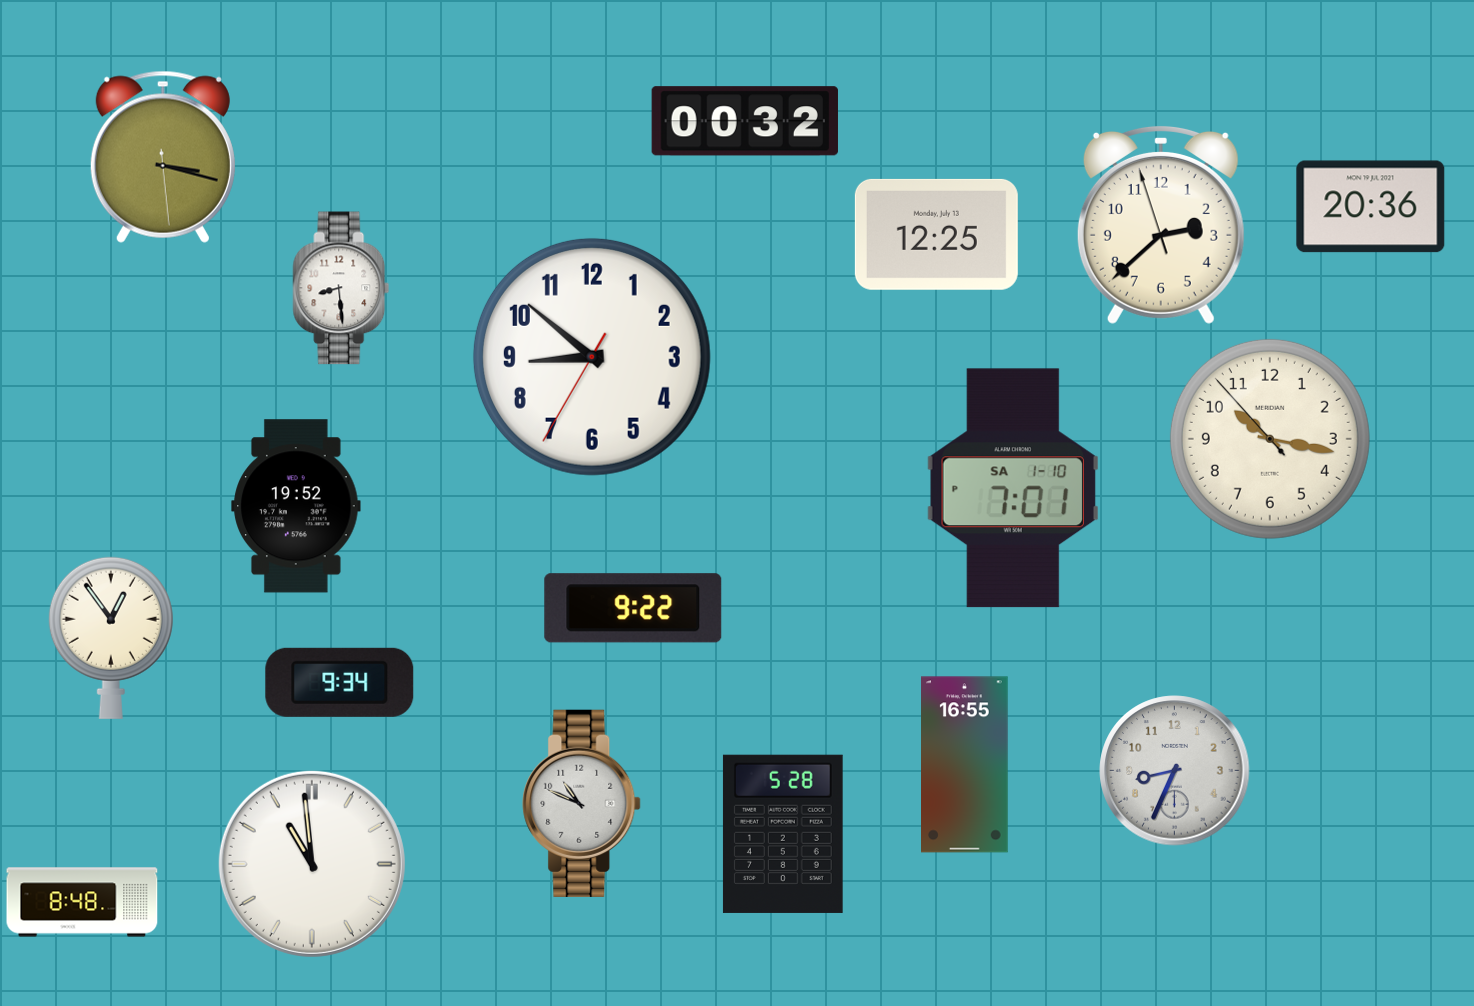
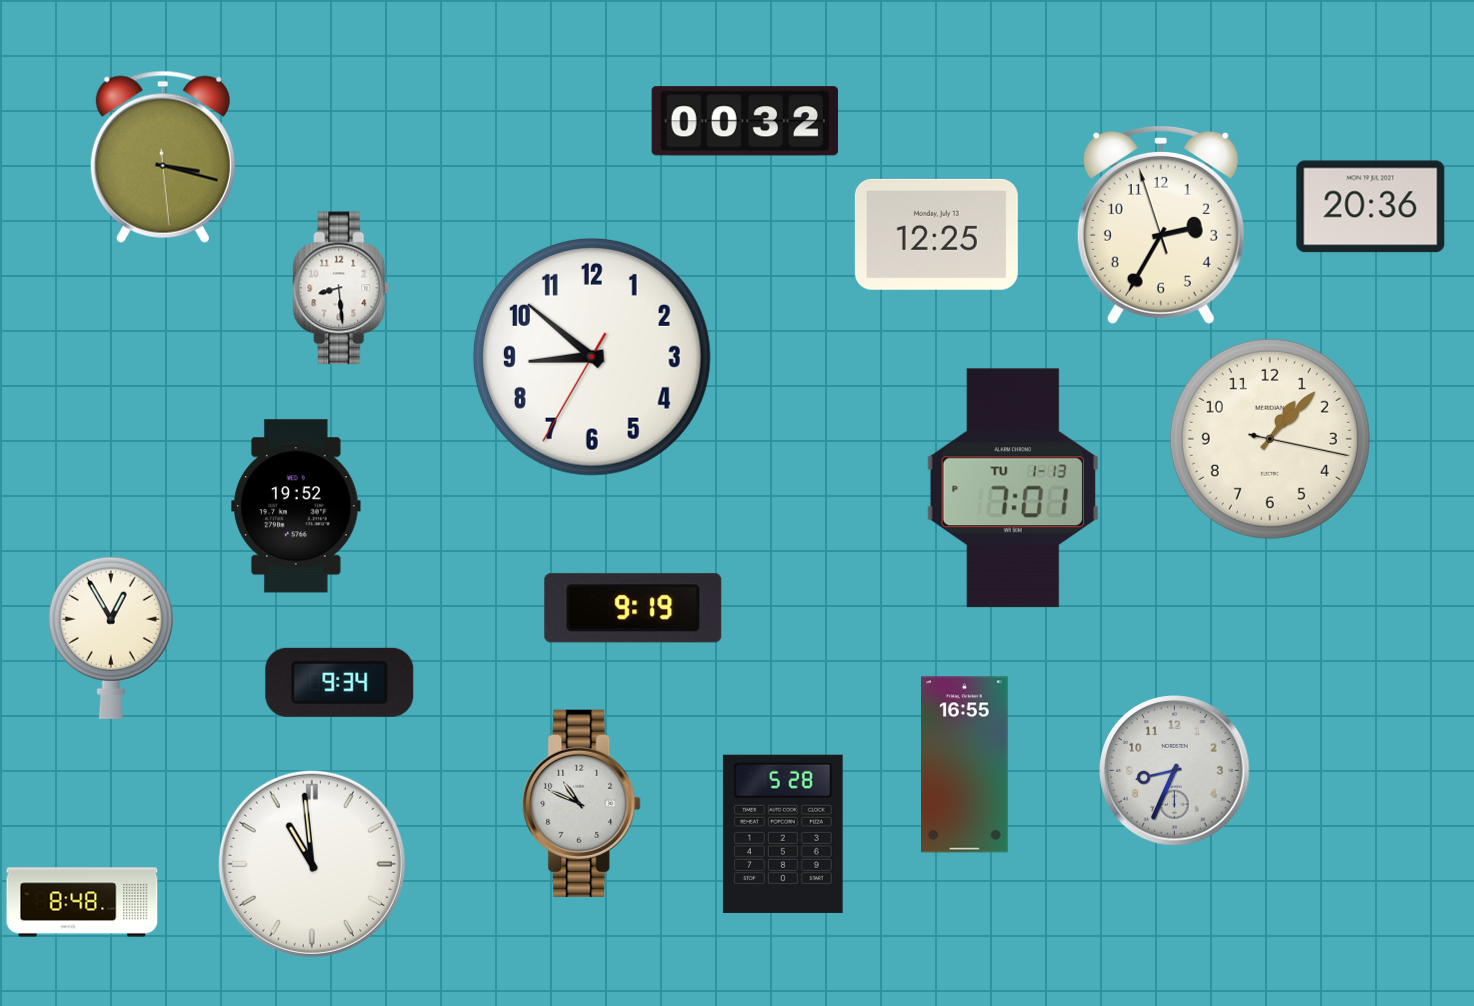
clock at (1161, 224): 2:37 -> 2:34
clock at (1270, 439): 10:16 -> 1:07
clock at (1012, 488) date: SA 1-10 -> TU 1-13
clock at (633, 608): 9:22 -> 9:19
clock at (111, 638): 12:54 -> 12:55
